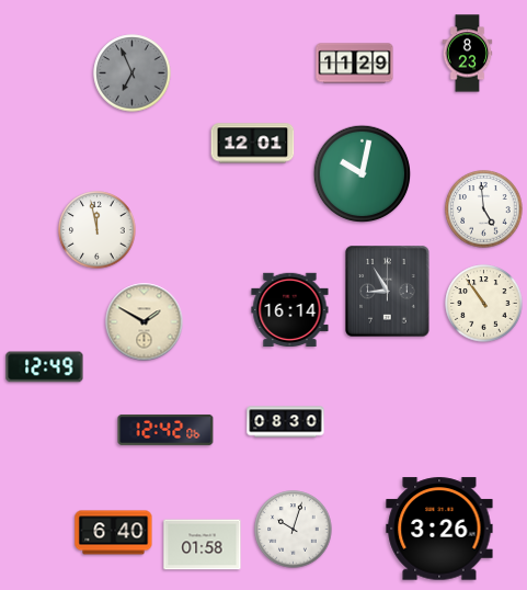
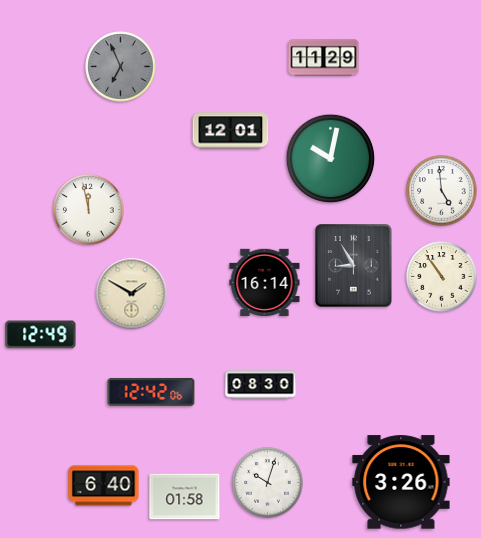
clock at (468, 54): 8:23 -> none
